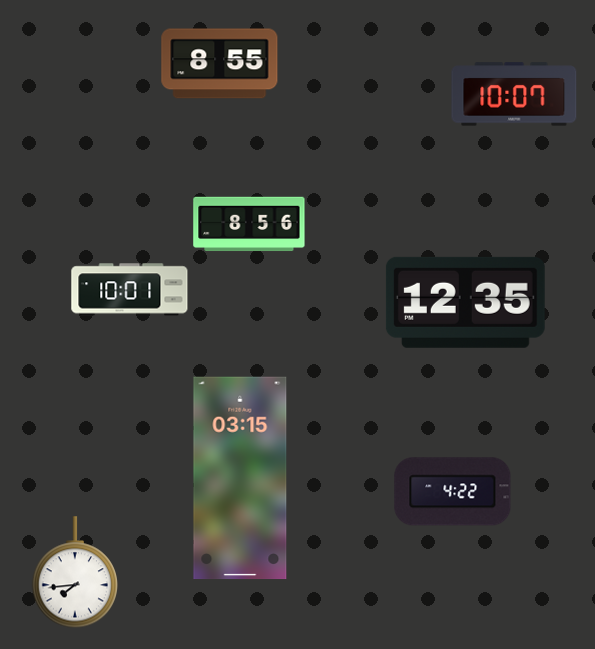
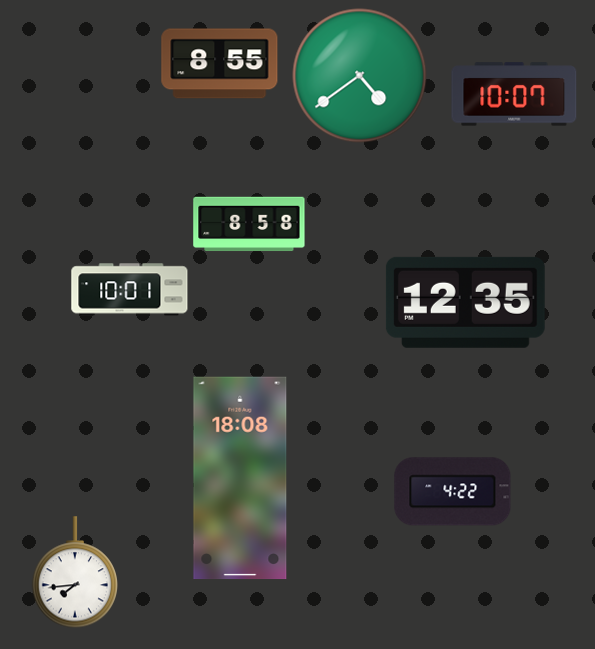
clock at (360, 76): none -> 4:39
clock at (249, 224): 8:56 -> 8:58
clock at (240, 478): 03:15 -> 18:08
